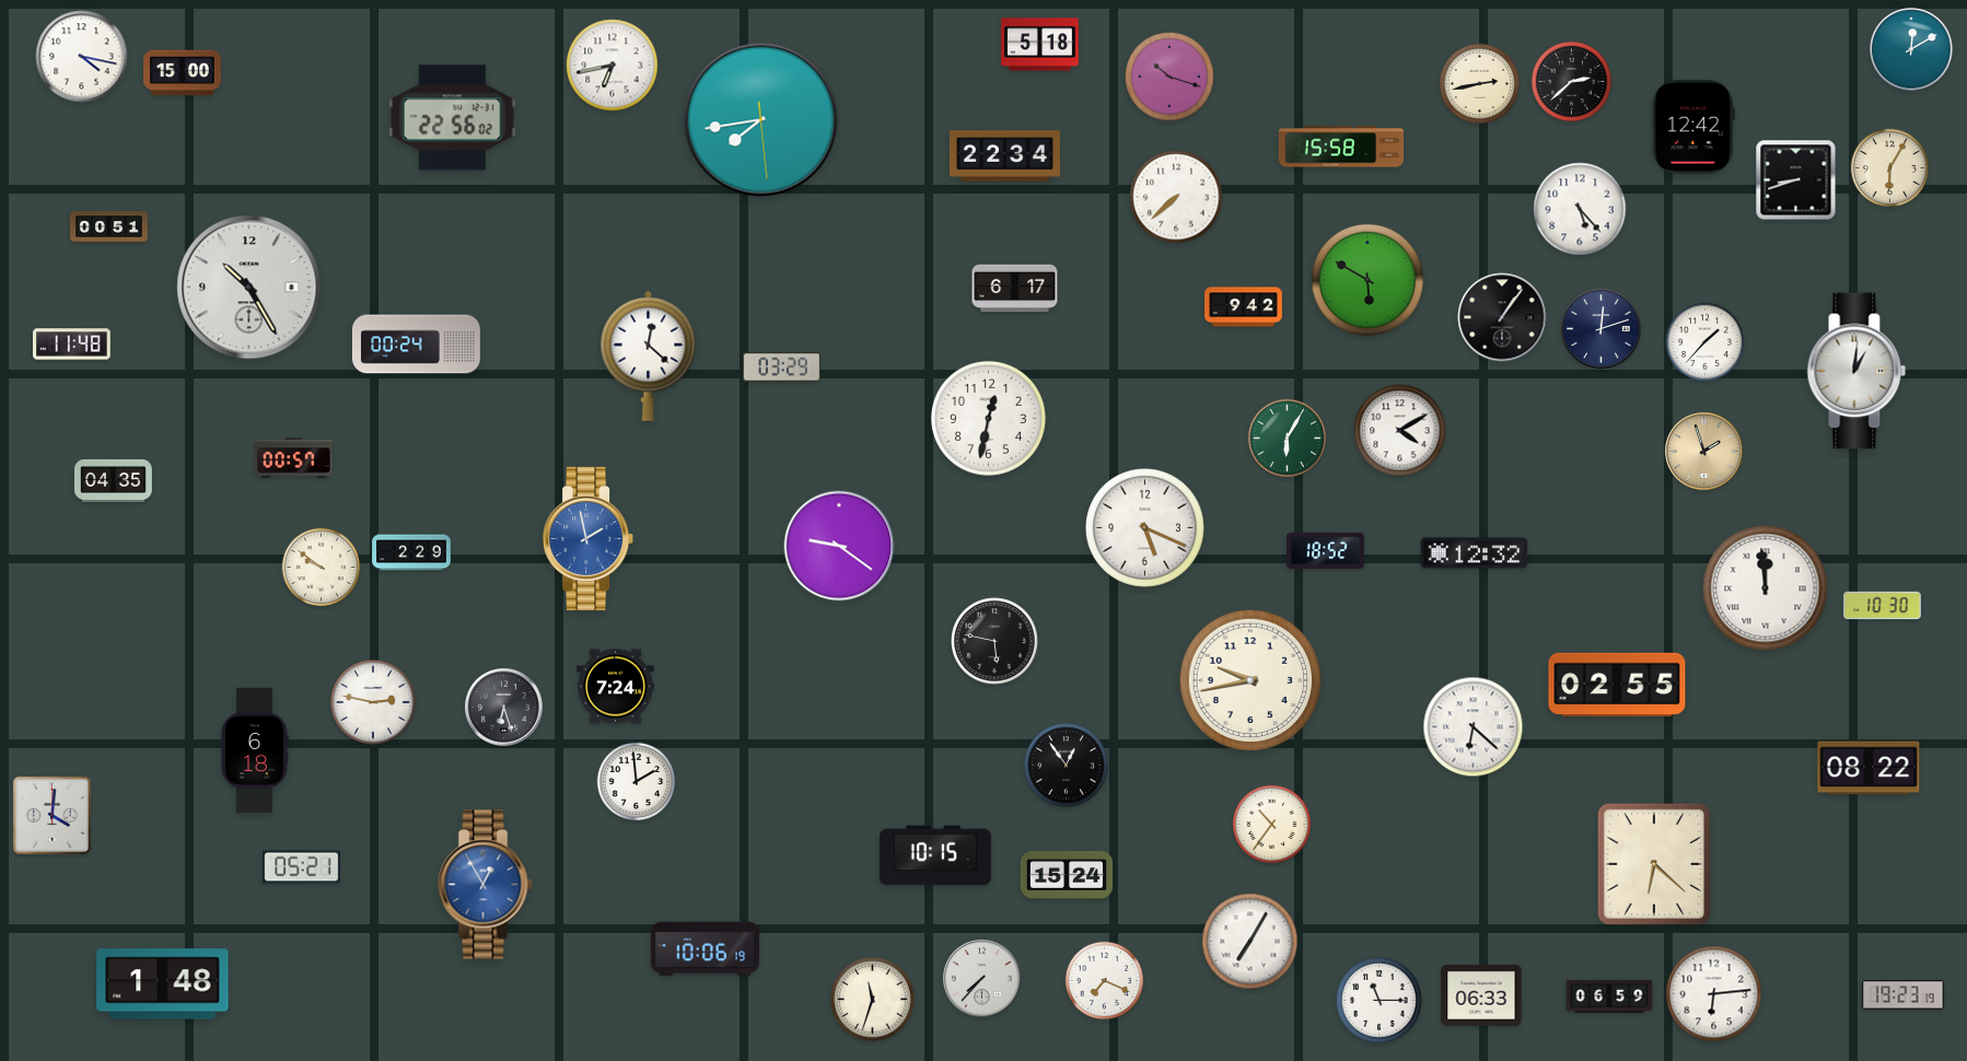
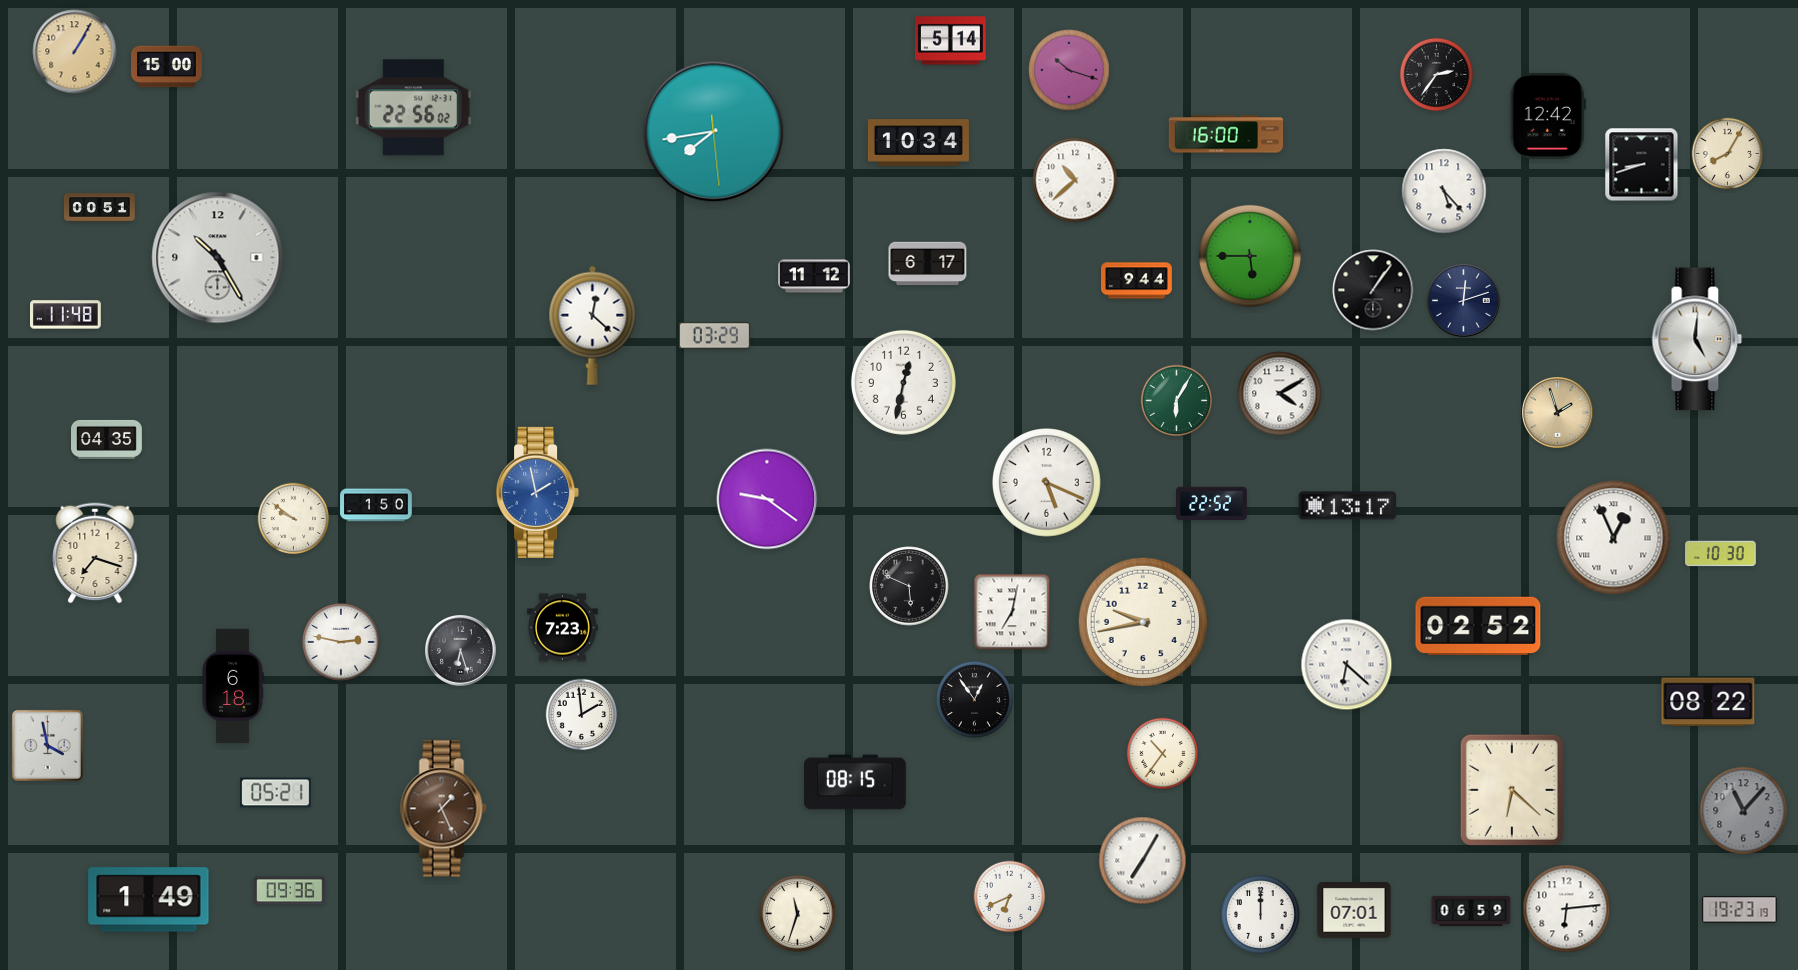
clock at (1040, 45): 5:18 -> 5:14
clock at (1911, 49): 12:10 -> none
clock at (82, 57): 4:17 -> 1:05
clock at (82, 57) dial: white -> champagne
clock at (613, 66): 6:43 -> none
clock at (1571, 81): 2:38 -> 2:36
clock at (1479, 83): 2:43 -> none
clock at (761, 120) position: (761, 120) -> (714, 132)
clock at (1341, 147): 15:58 -> 16:00
clock at (1004, 156): 22:34 -> 10:34
clock at (1890, 168): 6:05 -> 8:05
clock at (1176, 197): 7:38 -> 10:38
clock at (1367, 280): 5:50 -> 5:45
clock at (249, 288) position: (249, 288) -> (218, 258)
clock at (814, 276): none -> 11:12
clock at (1244, 307): 9:42 -> 9:44
clock at (1706, 342): 1:37 -> none
clock at (416, 345): 00:24 -> none
clock at (1857, 371): 1:01 -> 5:01
clock at (294, 458): 00:57 -> none
clock at (114, 480) position: (114, 480) -> (107, 439)
clock at (1326, 550): 18:52 -> 22:52
clock at (411, 552): 2:29 -> 1:50
clock at (1475, 553): 12:32 -> 13:17
clock at (1766, 588): 11:59 -> 12:56
clock at (95, 553): none -> 7:18
clock at (994, 641): 5:47 -> 5:49
clock at (1012, 612): none -> 7:02
clock at (1617, 684): 02:55 -> 02:52
clock at (616, 687): 7:24 -> 7:23
clock at (504, 708) position: (504, 708) -> (461, 651)
clock at (51, 815): 4:01 -> 3:58
clock at (936, 855): 10:15 -> 08:15
clock at (1067, 875): 15:24 -> none
clock at (486, 885): 12:55 -> 1:26
clock at (486, 885) dial: blue -> brown
clock at (1744, 811): none -> 11:07
clock at (705, 949): 10:06 -> none
clock at (289, 891): none -> 09:36
clock at (982, 979): 7:37 -> none
clock at (1105, 981): 7:19 -> 6:41
clock at (163, 984): 1:48 -> 1:49
clock at (1481, 996): 06:33 -> 07:01
clock at (1380, 1001): 11:15 -> 12:00
